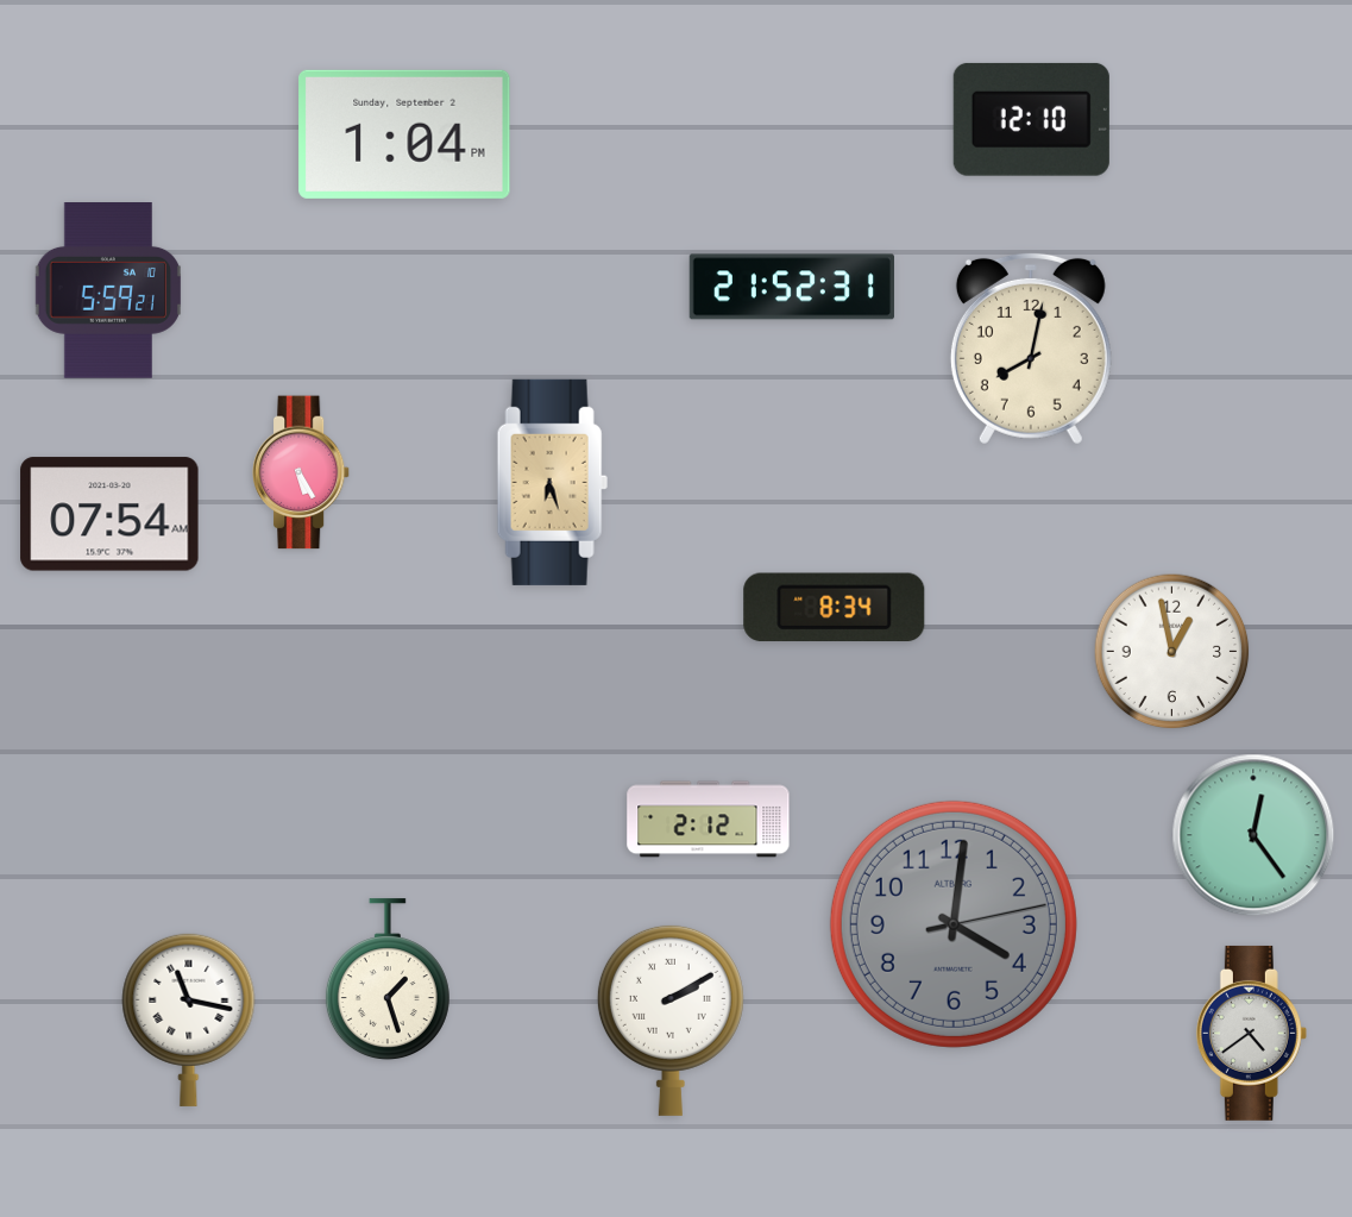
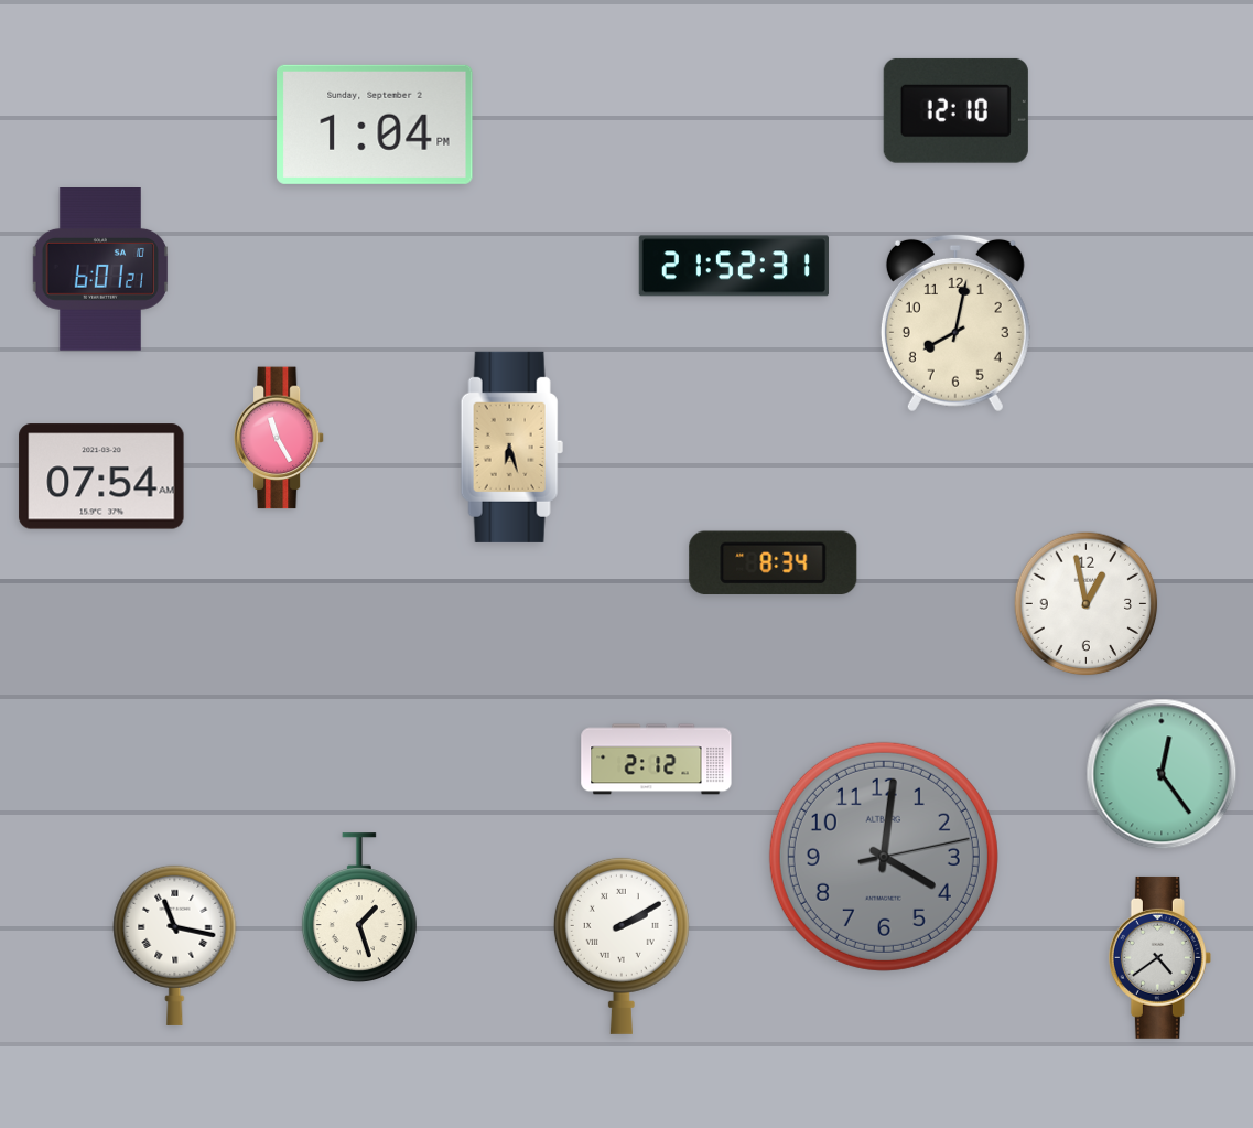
clock at (107, 291): 5:59 -> 6:01
clock at (301, 472): 5:25 -> 11:25
